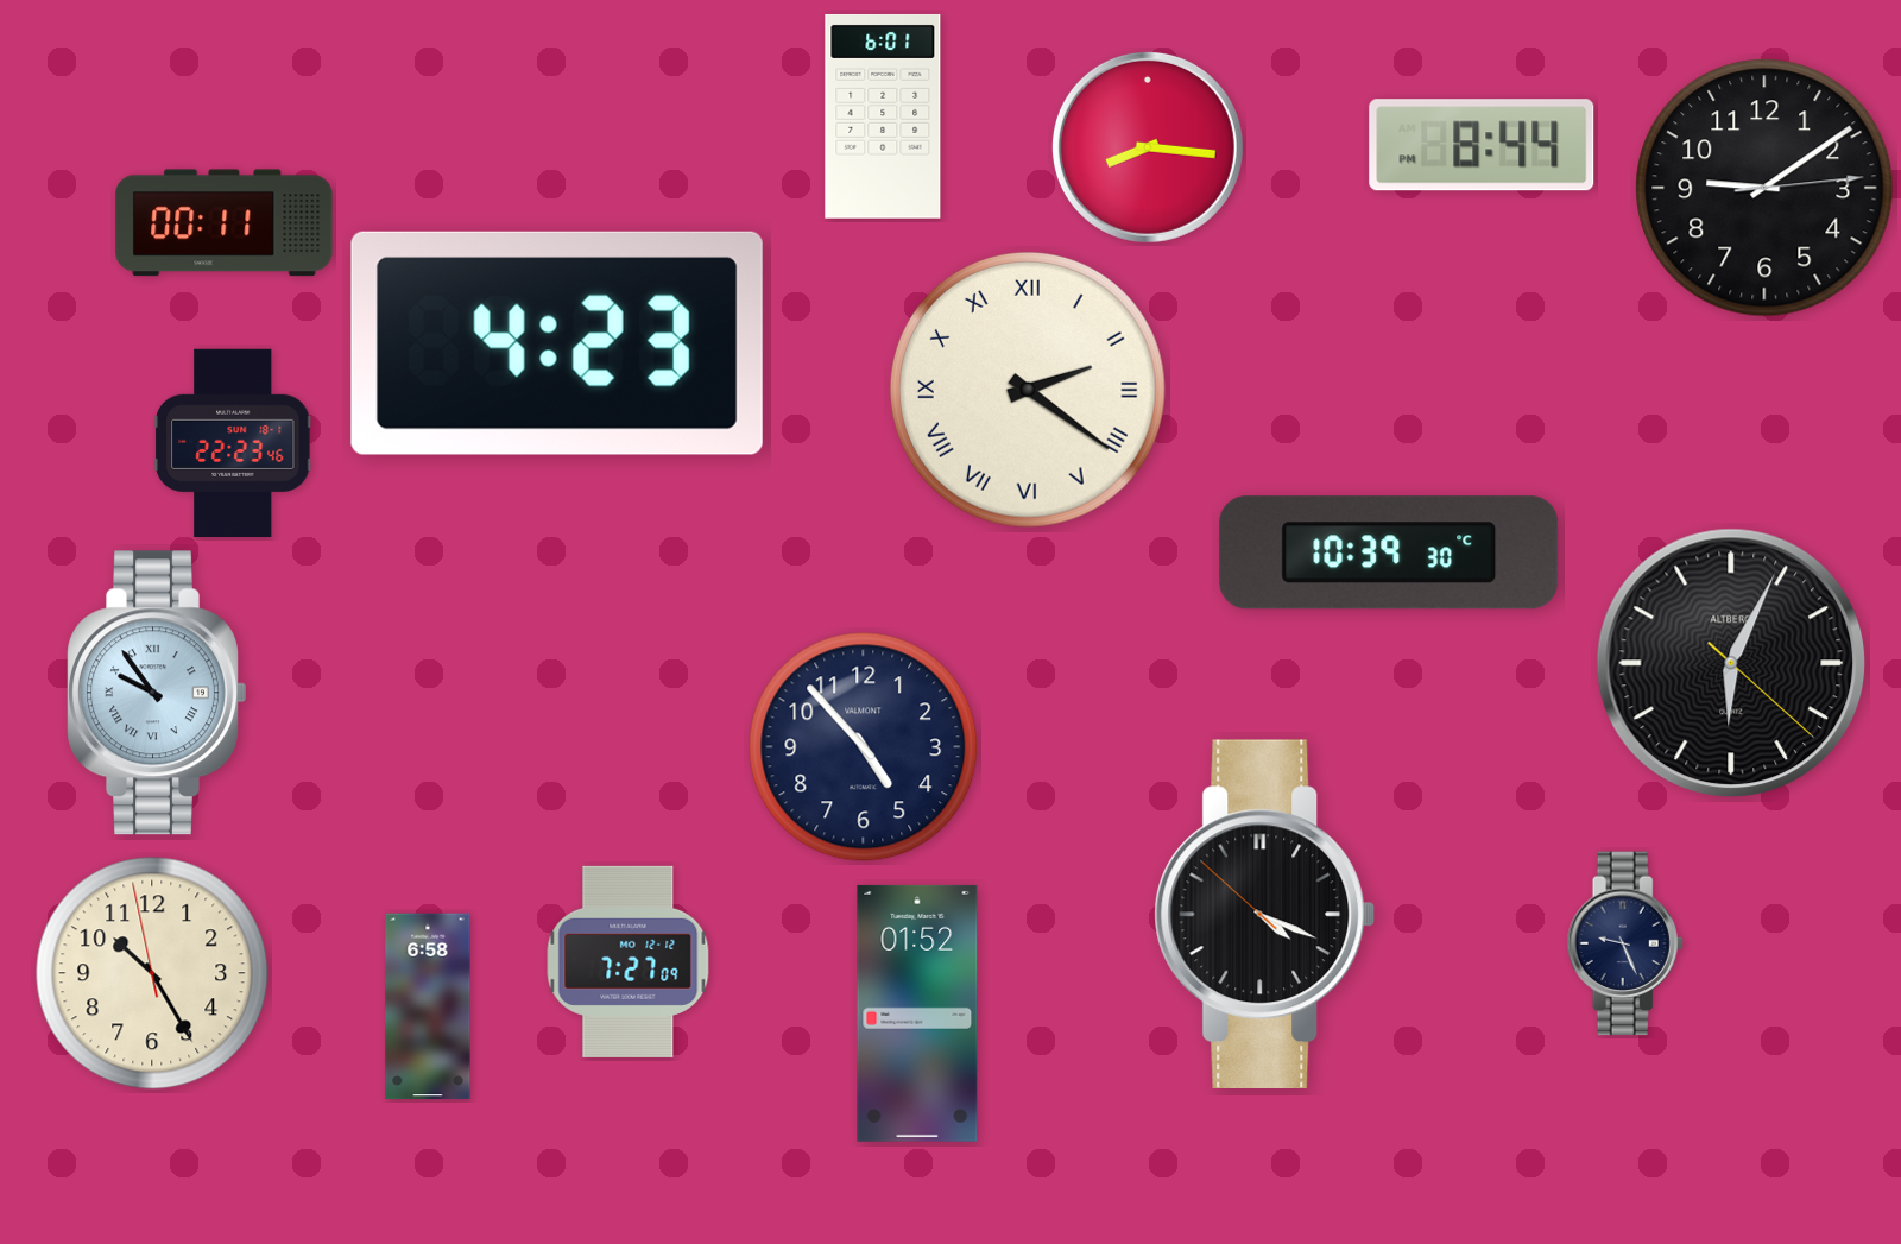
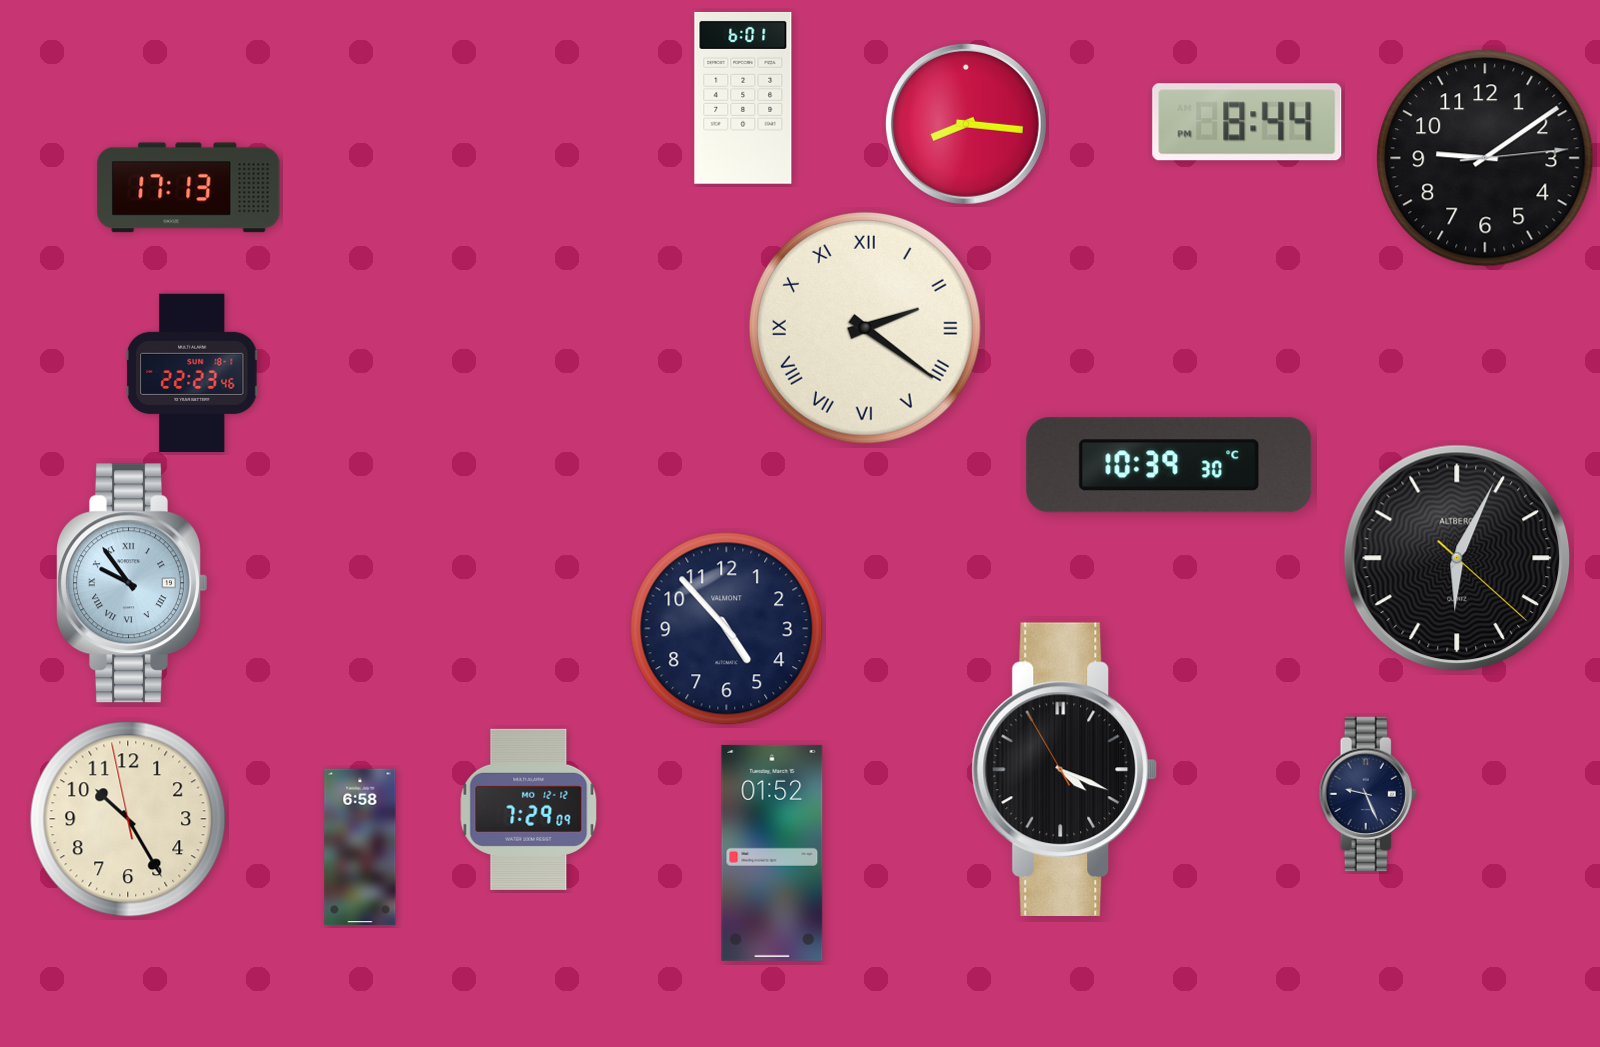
clock at (225, 223): 00:11 -> 17:13
clock at (557, 343): 4:23 -> none
clock at (234, 443) position: (234, 443) -> (193, 373)
clock at (1265, 914): 4:18:52 -> 4:18:55
clock at (629, 961): 7:27 -> 7:29
